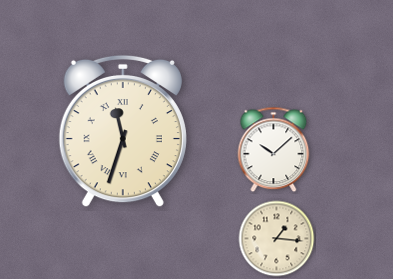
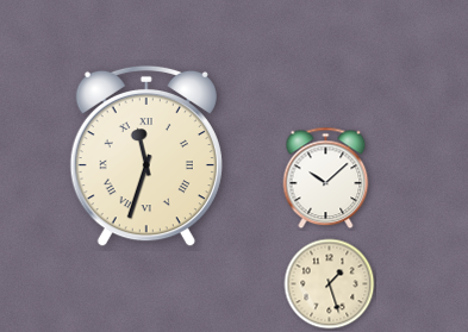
clock at (277, 239): 1:16 -> 1:27
